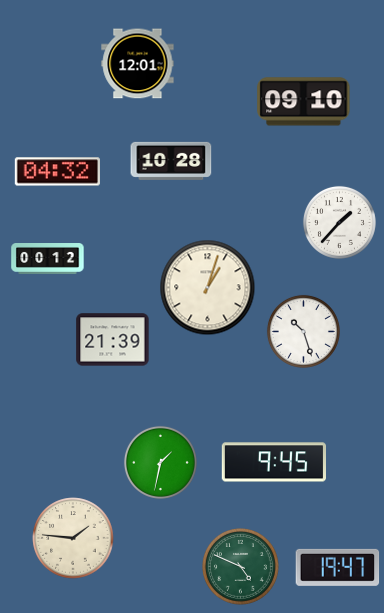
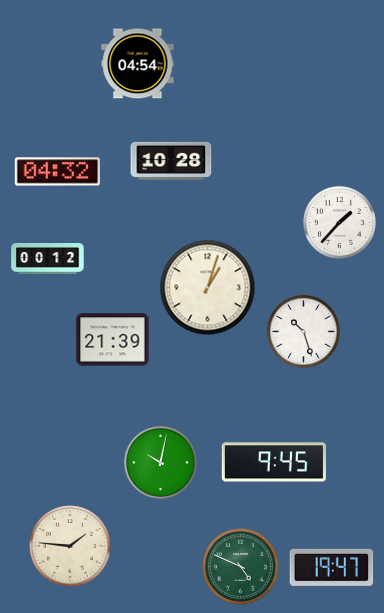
clock at (138, 64): 12:01 -> 04:54
clock at (304, 102): 09:10 -> none
clock at (160, 462): 1:32 -> 10:02
clock at (73, 538) position: (73, 538) -> (70, 546)
clock at (338, 567) position: (338, 567) -> (332, 567)
